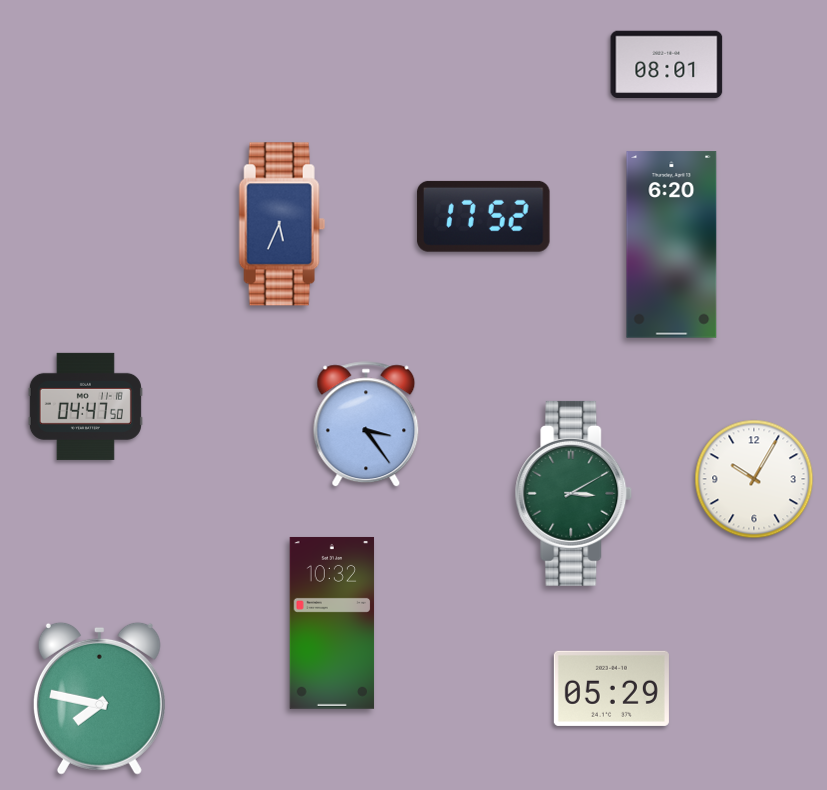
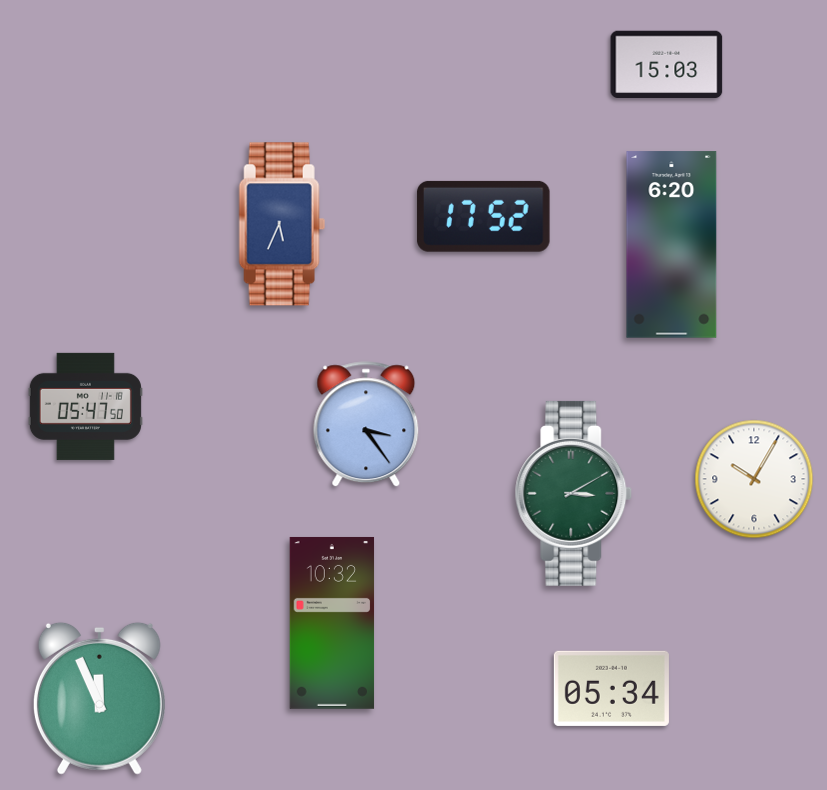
clock at (667, 64): 08:01 -> 15:03
clock at (85, 406): 04:47 -> 05:47
clock at (611, 688): 05:29 -> 05:34
clock at (99, 698): 7:47 -> 11:56
